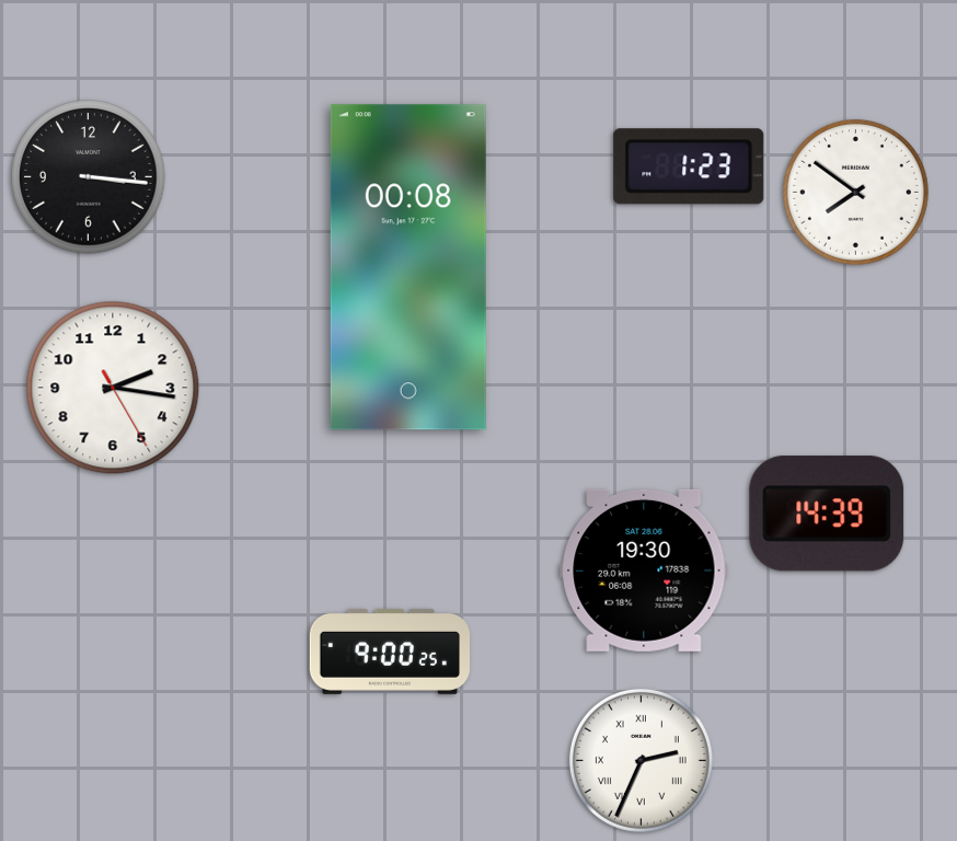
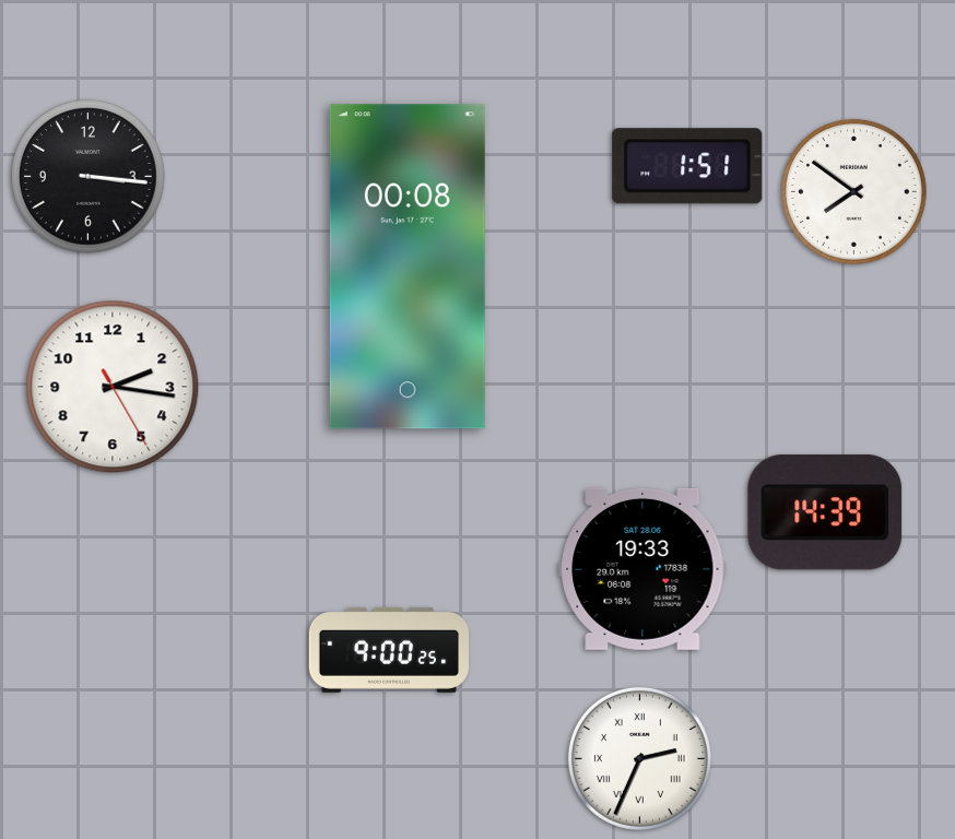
clock at (689, 166): 1:23 -> 1:51
clock at (644, 571): 19:30 -> 19:33
